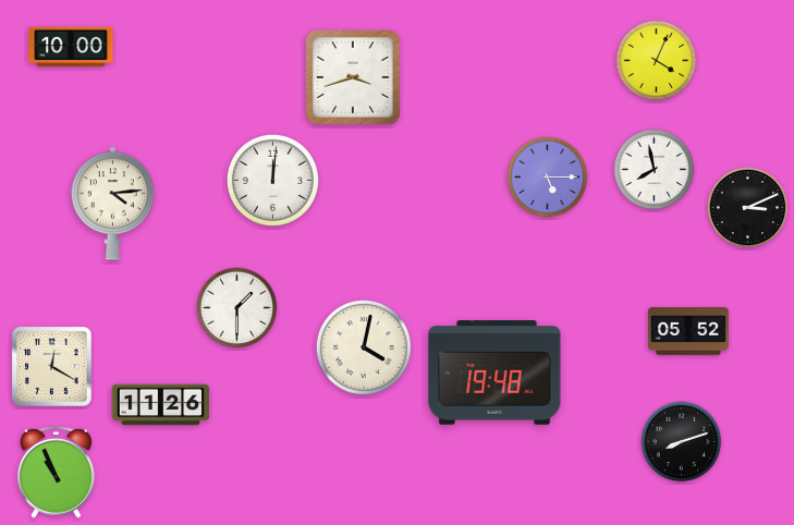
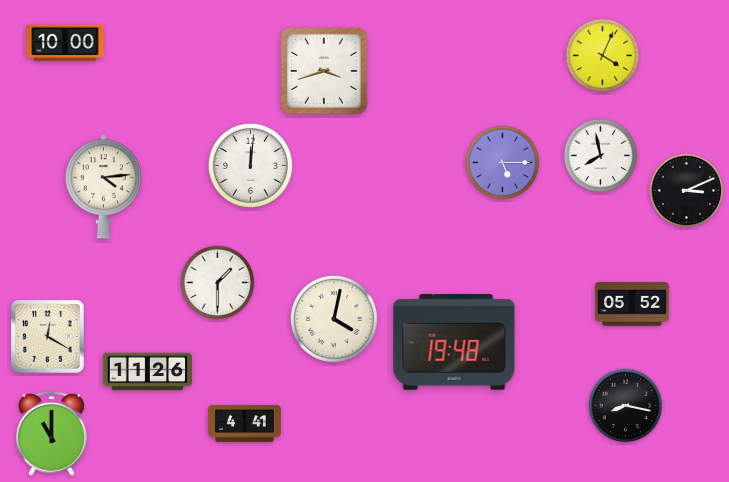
clock at (682, 442): 8:12 -> 8:17
clock at (244, 423): none -> 4:41
clock at (56, 472): 10:56 -> 11:00
